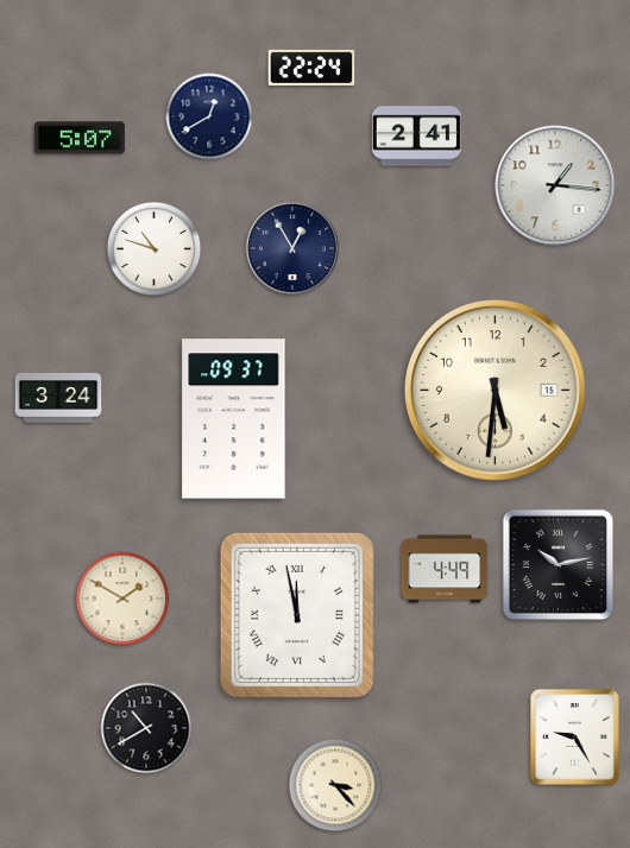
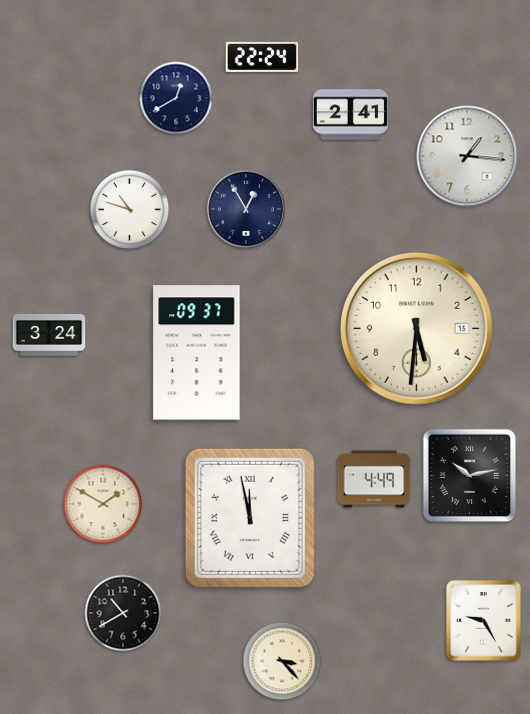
clock at (80, 138): 5:07 -> none
